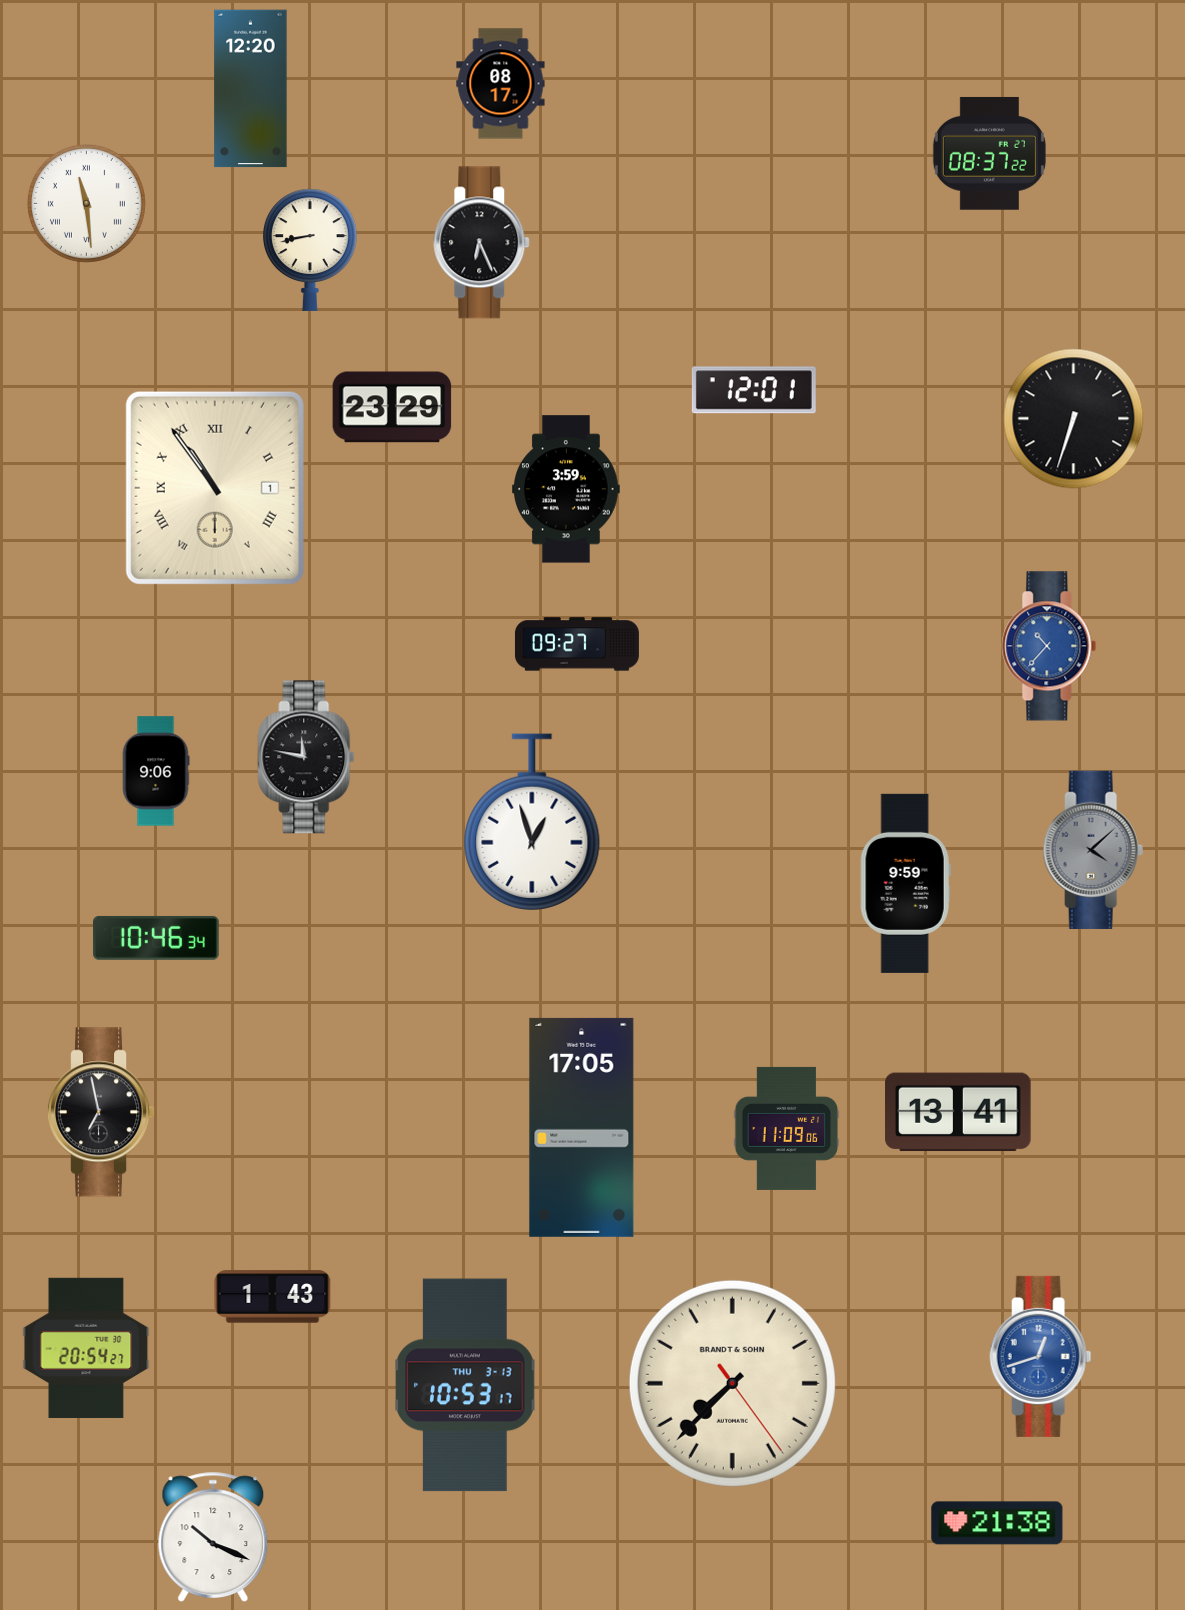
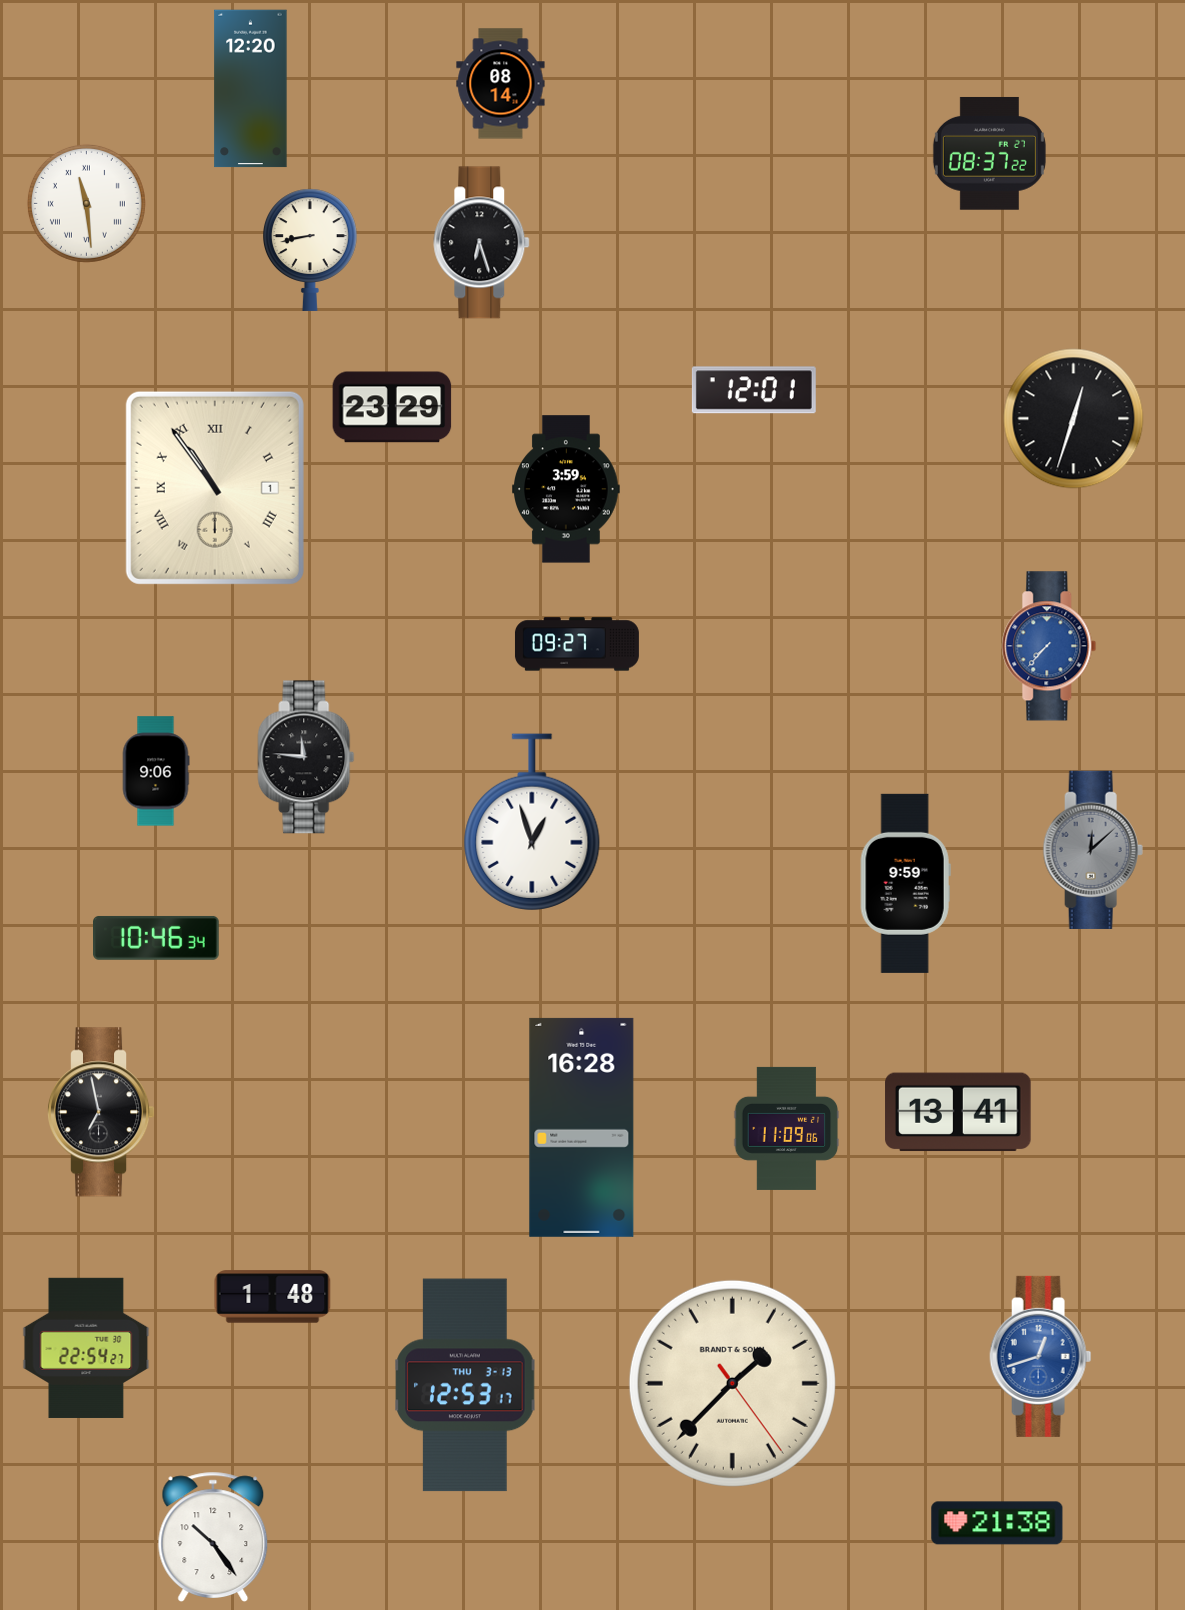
clock at (501, 84): 08:17 -> 08:14
clock at (482, 243): 6:26 -> 6:27
clock at (1074, 419): 6:33 -> 12:33
clock at (1049, 646): 10:37 -> 7:37
clock at (306, 757): 11:47 -> 11:46
clock at (1093, 850): 4:08 -> 12:08
clock at (582, 1127): 17:05 -> 16:28
clock at (273, 1297): 1:43 -> 1:48
clock at (86, 1348): 20:54 -> 22:54
clock at (732, 1383): 7:37 -> 1:37
clock at (465, 1385): 10:53 -> 12:53
clock at (213, 1536): 10:19 -> 10:24
